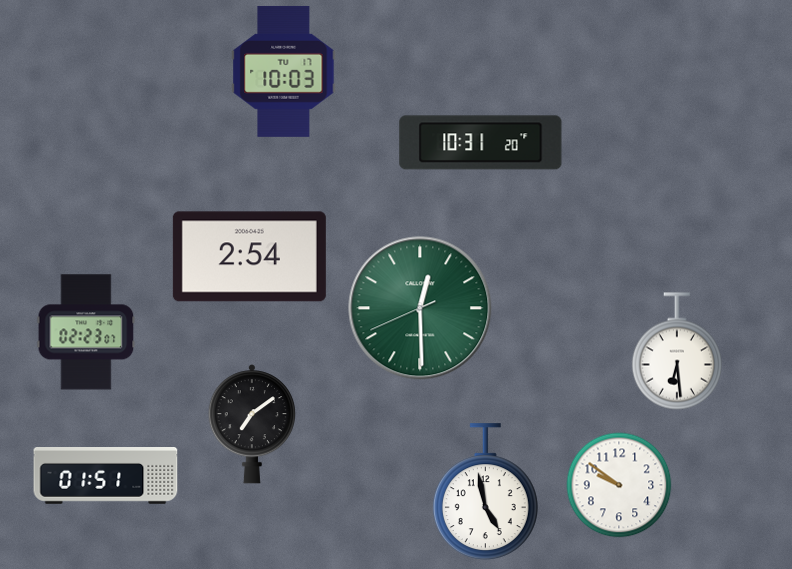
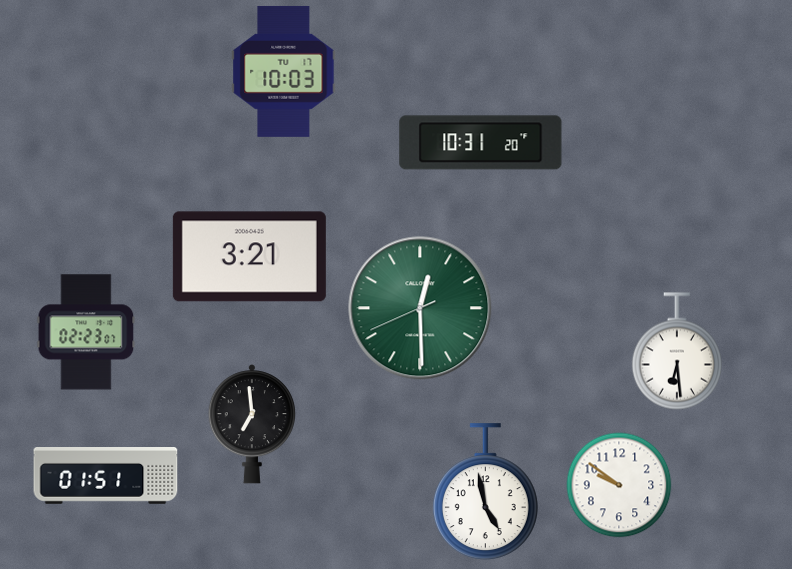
clock at (249, 257): 2:54 -> 3:21
clock at (251, 424): 7:09 -> 6:59
